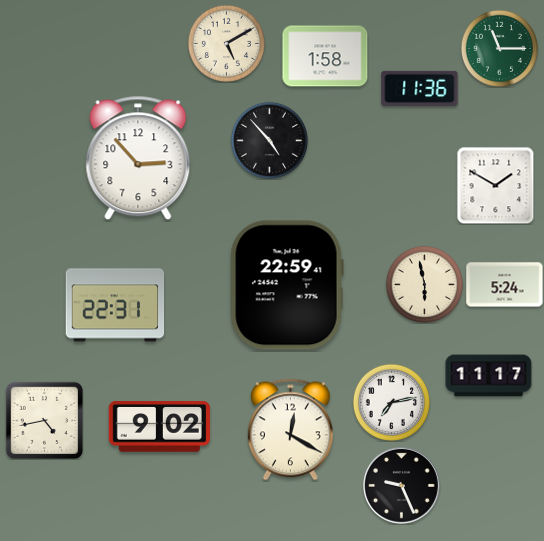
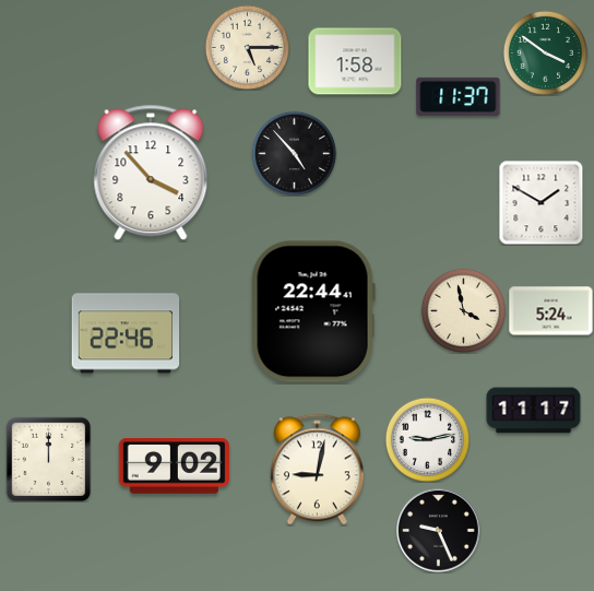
clock at (226, 43): 5:10 -> 5:15
clock at (499, 48): 11:15 -> 3:51
clock at (420, 88): 11:36 -> 11:37
clock at (138, 158): 2:53 -> 3:53
clock at (424, 284): 5:58 -> 3:58
clock at (287, 285): 22:59 -> 22:44
clock at (115, 305): 22:31 -> 22:46
clock at (391, 402): 7:13 -> 9:13
clock at (44, 420): 4:43 -> 12:00
clock at (290, 430): 12:20 -> 9:02
